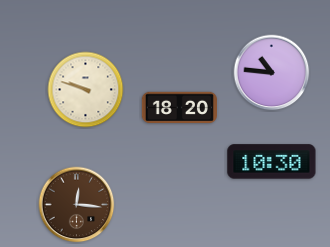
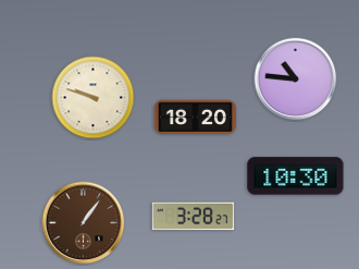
clock at (193, 217): none -> 3:28
clock at (77, 205): 12:16 -> 1:06
